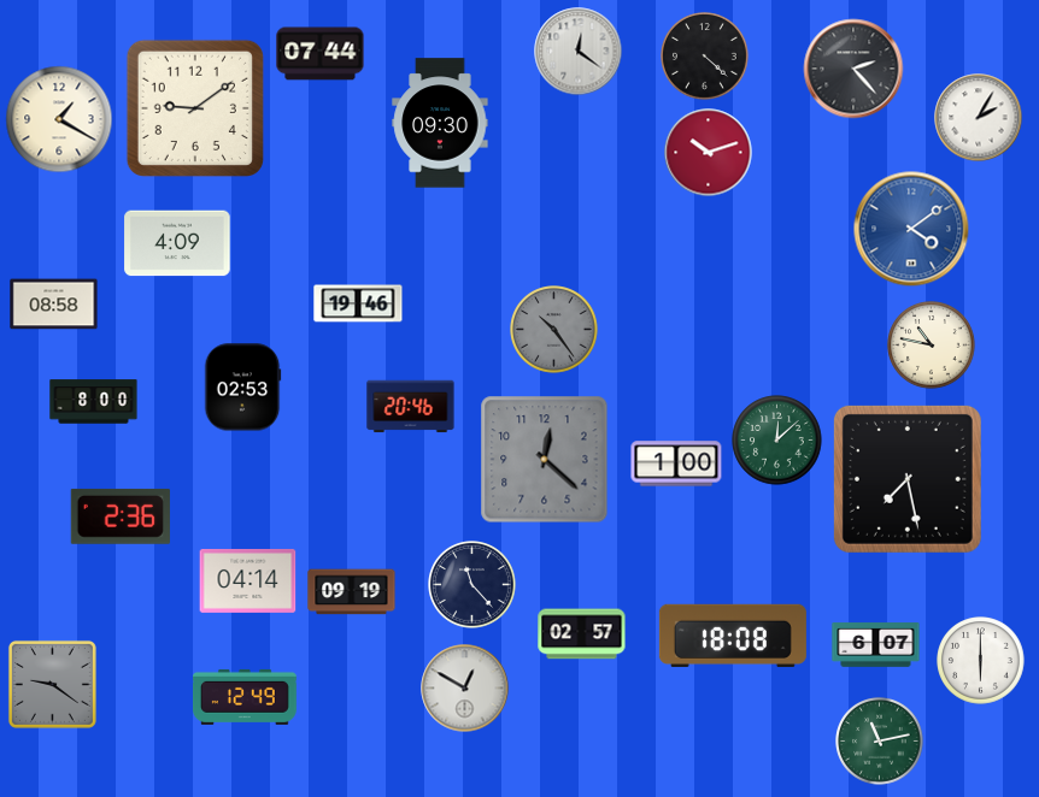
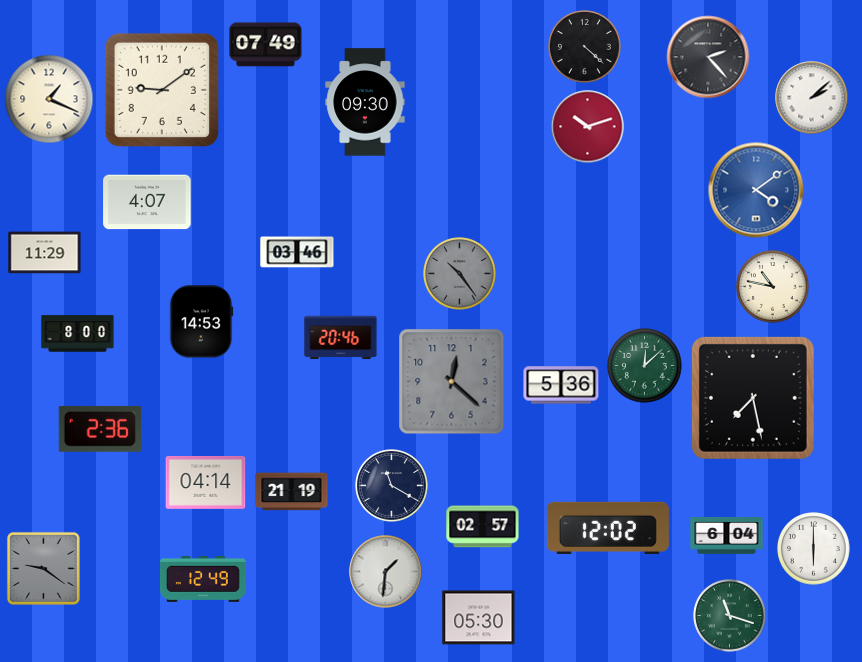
clock at (579, 52): 12:21 -> none
clock at (321, 54): 07:44 -> 07:49
clock at (979, 118): 2:05 -> 2:08
clock at (59, 119): 1:20 -> 1:19
clock at (177, 243): 4:09 -> 4:07
clock at (358, 303): 19:46 -> 03:46
clock at (54, 305): 08:58 -> 11:29
clock at (242, 388): 02:53 -> 14:53
clock at (676, 464): 1:00 -> 5:36
clock at (472, 585): 11:23 -> 11:20
clock at (352, 592): 09:19 -> 21:19
clock at (733, 636): 18:08 -> 12:02
clock at (876, 645): 6:07 -> 6:04
clock at (465, 689): 12:50 -> 1:31
clock at (880, 742): 11:13 -> 11:18
clock at (479, 618): none -> 05:30
